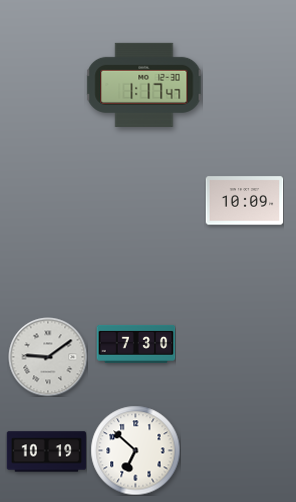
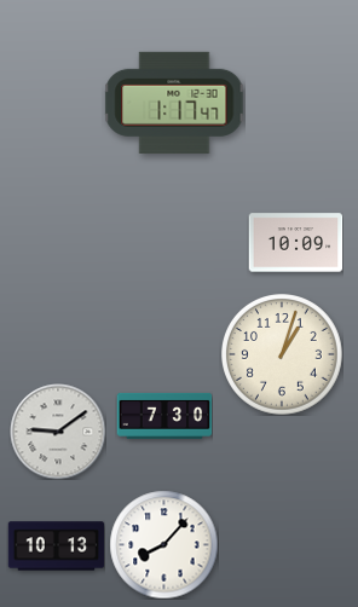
clock at (283, 355): none -> 1:03
clock at (135, 450): 6:52 -> 8:07
clock at (46, 452): 10:19 -> 10:13
